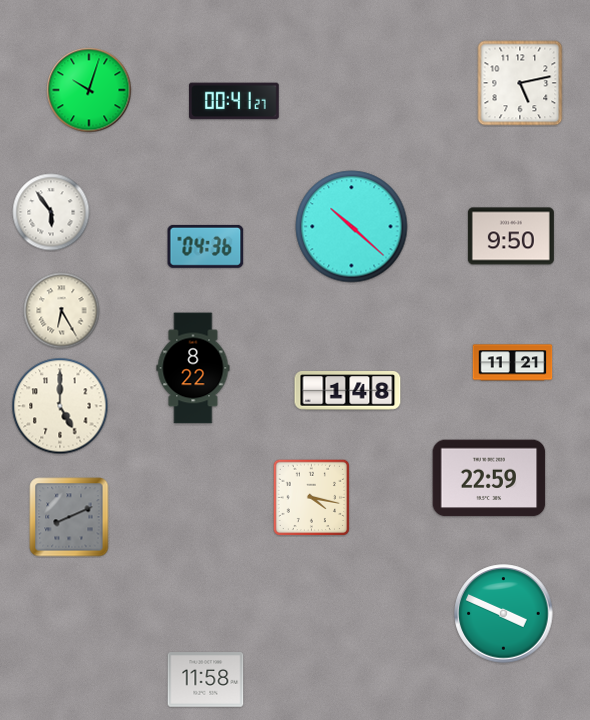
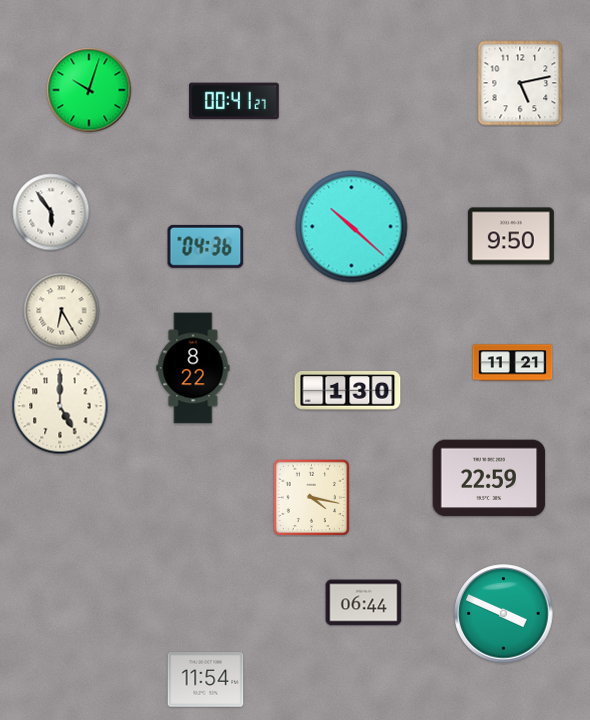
clock at (348, 391): 1:48 -> 1:30
clock at (69, 517): 8:11 -> none
clock at (364, 603): none -> 06:44
clock at (206, 680): 11:58 -> 11:54
